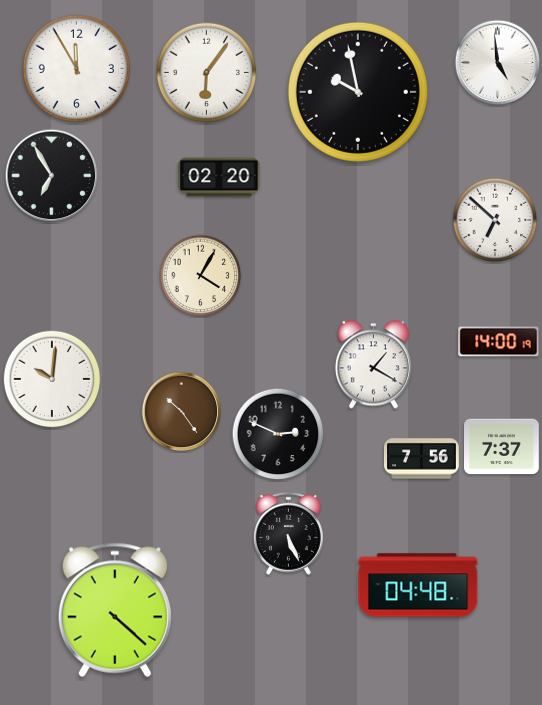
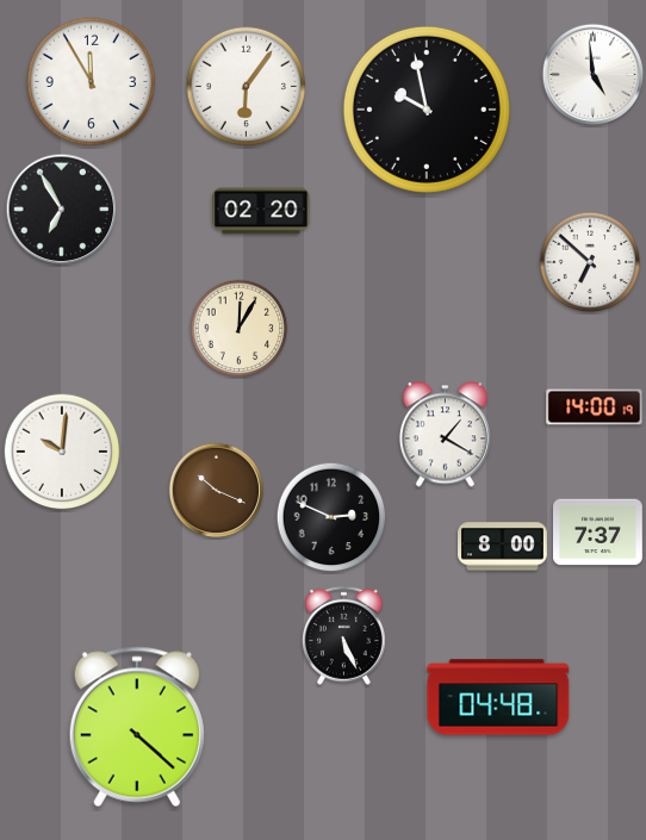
clock at (201, 276): 4:05 -> 12:05
clock at (182, 412): 10:24 -> 10:19
clock at (422, 459): 7:56 -> 8:00
